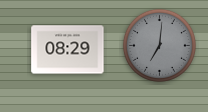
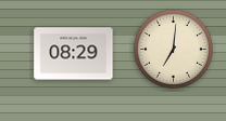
clock at (159, 45) dial: grey -> cream
